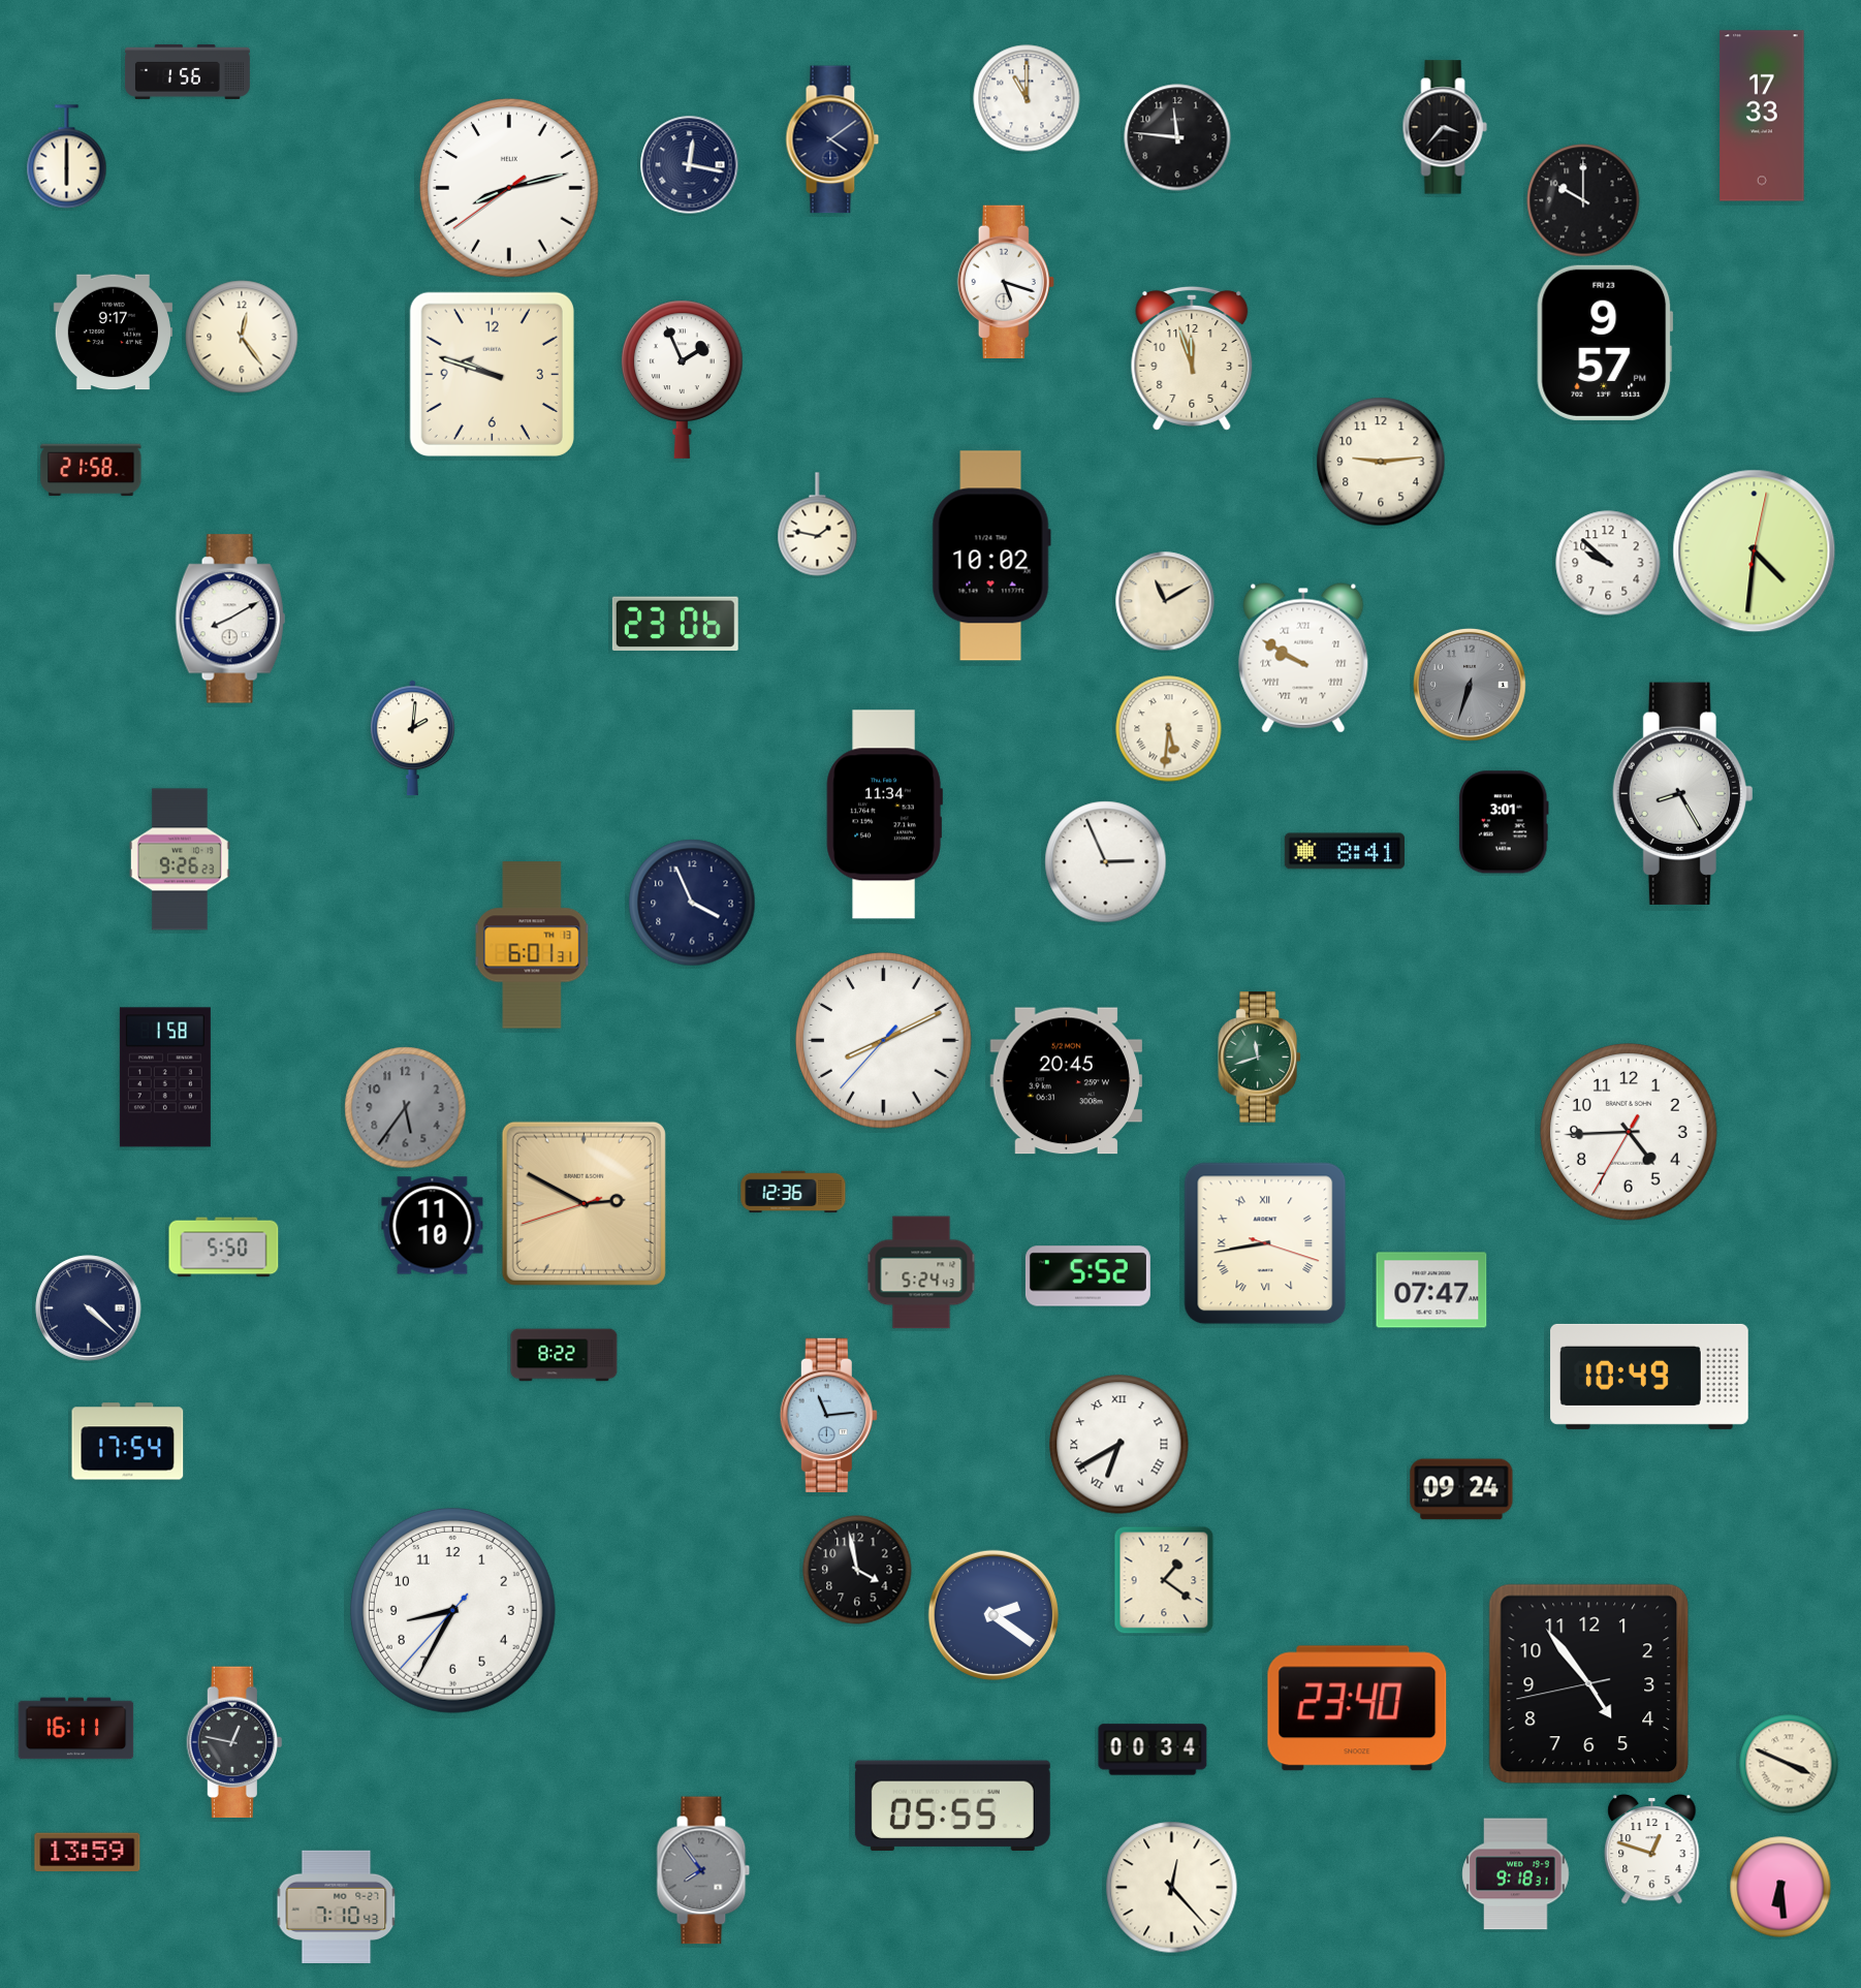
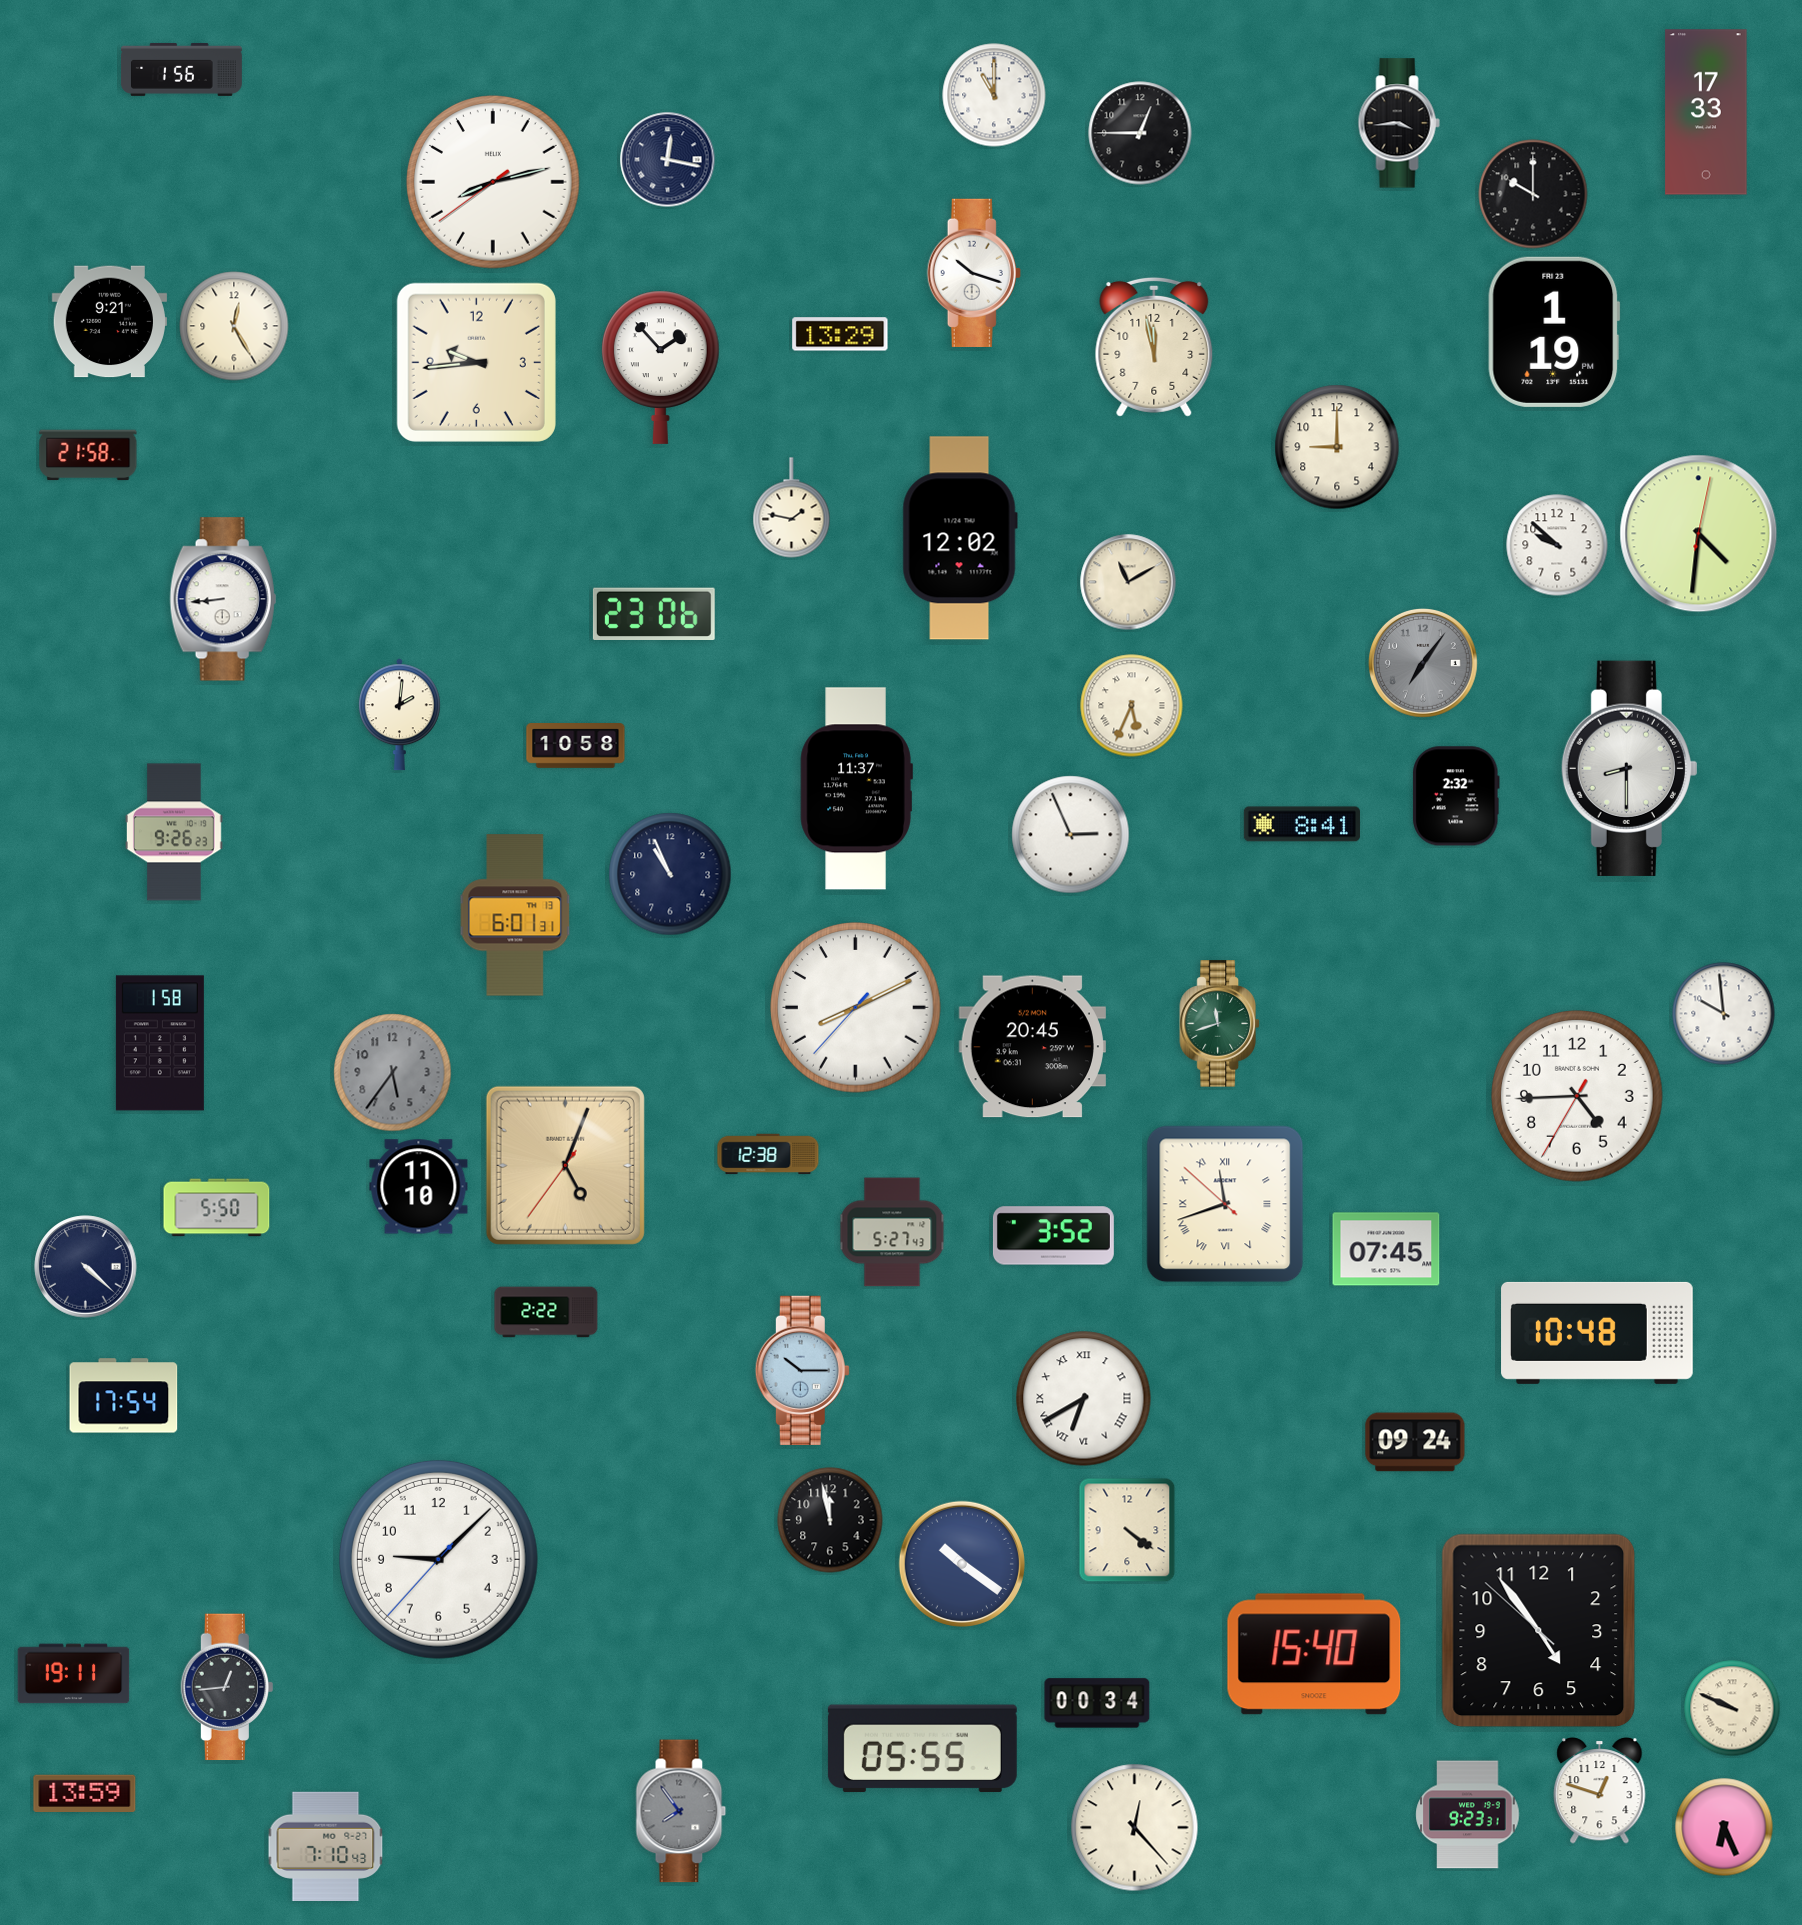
clock at (1445, 127): 3:37 -> 3:44
clock at (1177, 137): 11:46 -> 12:45
clock at (832, 139): 4:09 -> none
clock at (67, 157): 6:00 -> none
clock at (1006, 281): 5:18 -> 10:18
clock at (113, 333): 9:17 -> 9:21
clock at (242, 337): 12:24 -> 12:25
clock at (1605, 343): 9:57 -> 1:19
clock at (840, 334): none -> 13:29
clock at (1192, 358): 11:57 -> 11:58
clock at (492, 374): 9:48 -> 9:44
clock at (683, 379): 1:56 -> 1:53
clock at (1381, 462): 9:14 -> 9:00
clock at (991, 556): 10:02 -> 12:02
clock at (230, 619): 8:10 -> 8:44
clock at (675, 623) position: (675, 623) -> (654, 613)
clock at (1303, 658): 9:50 -> none
clock at (1470, 685): 6:33 -> 7:06
clock at (1169, 729): 5:31 -> 5:34
clock at (576, 746): none -> 10:58
clock at (1682, 793): 8:25 -> 8:30
clock at (884, 815): 11:34 -> 11:37
clock at (1504, 822): 3:01 -> 2:32
clock at (692, 903): 3:56 -> 10:56
clock at (1724, 1014): none -> 9:59
clock at (793, 1192): 12:36 -> 12:38
clock at (583, 1203): 2:49 -> 5:03
clock at (1265, 1243): 8:43 -> 11:41
clock at (921, 1272): 5:24 -> 5:27
clock at (1087, 1276): 5:52 -> 3:52
clock at (1431, 1290): 07:47 -> 07:45
clock at (564, 1355): 8:22 -> 2:22
clock at (1649, 1377): 10:49 -> 10:48
clock at (828, 1415): 11:14 -> 10:15
clock at (857, 1570): 3:58 -> 11:58
clock at (1164, 1580): 1:21 -> 4:21
clock at (452, 1610): 8:34 -> 9:07
clock at (993, 1615): 2:21 -> 10:21
clock at (1589, 1684): 4:53:43 -> 4:53:52
clock at (1357, 1708): 23:40 -> 15:40
clock at (76, 1729): 16:11 -> 19:11
clock at (234, 1742): 12:47 -> 12:44
clock at (1153, 1749) position: (1153, 1749) -> (1097, 1703)
clock at (1789, 1764): 3:49 -> 9:49
clock at (1516, 1874): 9:18 -> 9:23
clock at (1780, 1887): 6:29 -> 6:26
